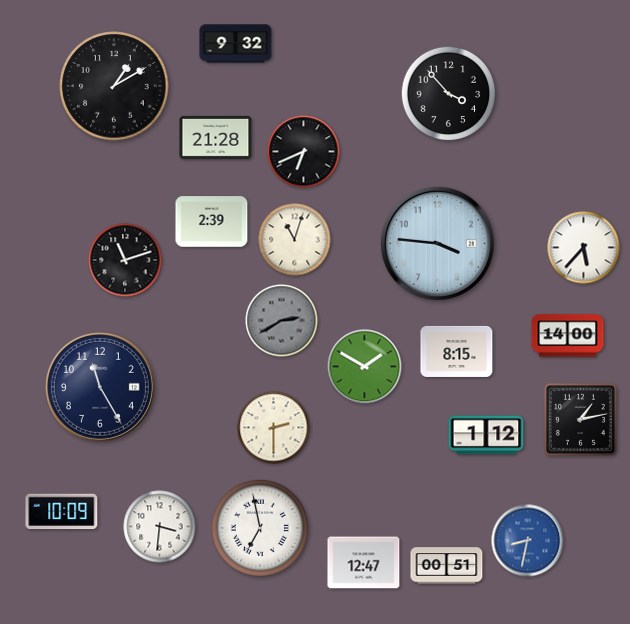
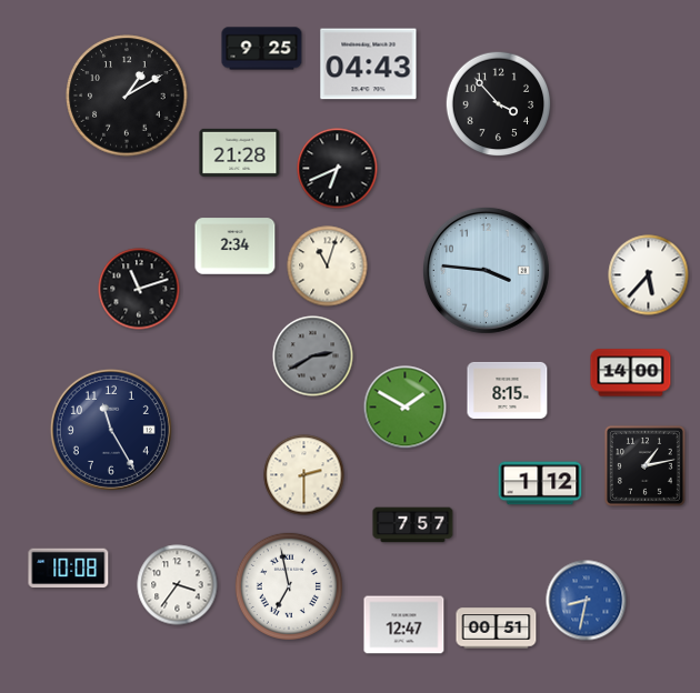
clock at (236, 44): 9:32 -> 9:25
clock at (369, 64): none -> 04:43
clock at (212, 222): 2:39 -> 2:34
clock at (413, 525): none -> 7:57
clock at (62, 512): 10:09 -> 10:08
clock at (160, 527): 3:31 -> 3:36
